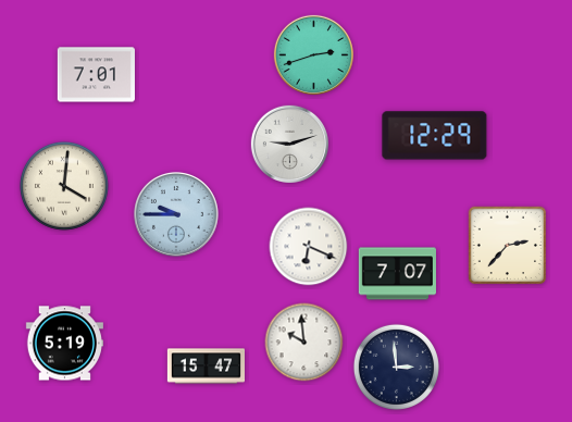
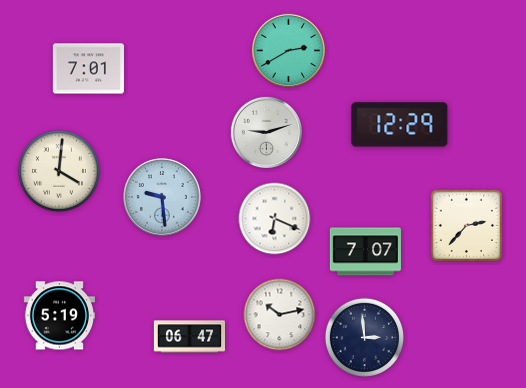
clock at (313, 54): 2:42 -> 2:40
clock at (176, 214): 9:45 -> 9:29
clock at (309, 247) position: (309, 247) -> (275, 219)
clock at (304, 343): 9:59 -> 10:13
clock at (206, 367): 15:47 -> 06:47
